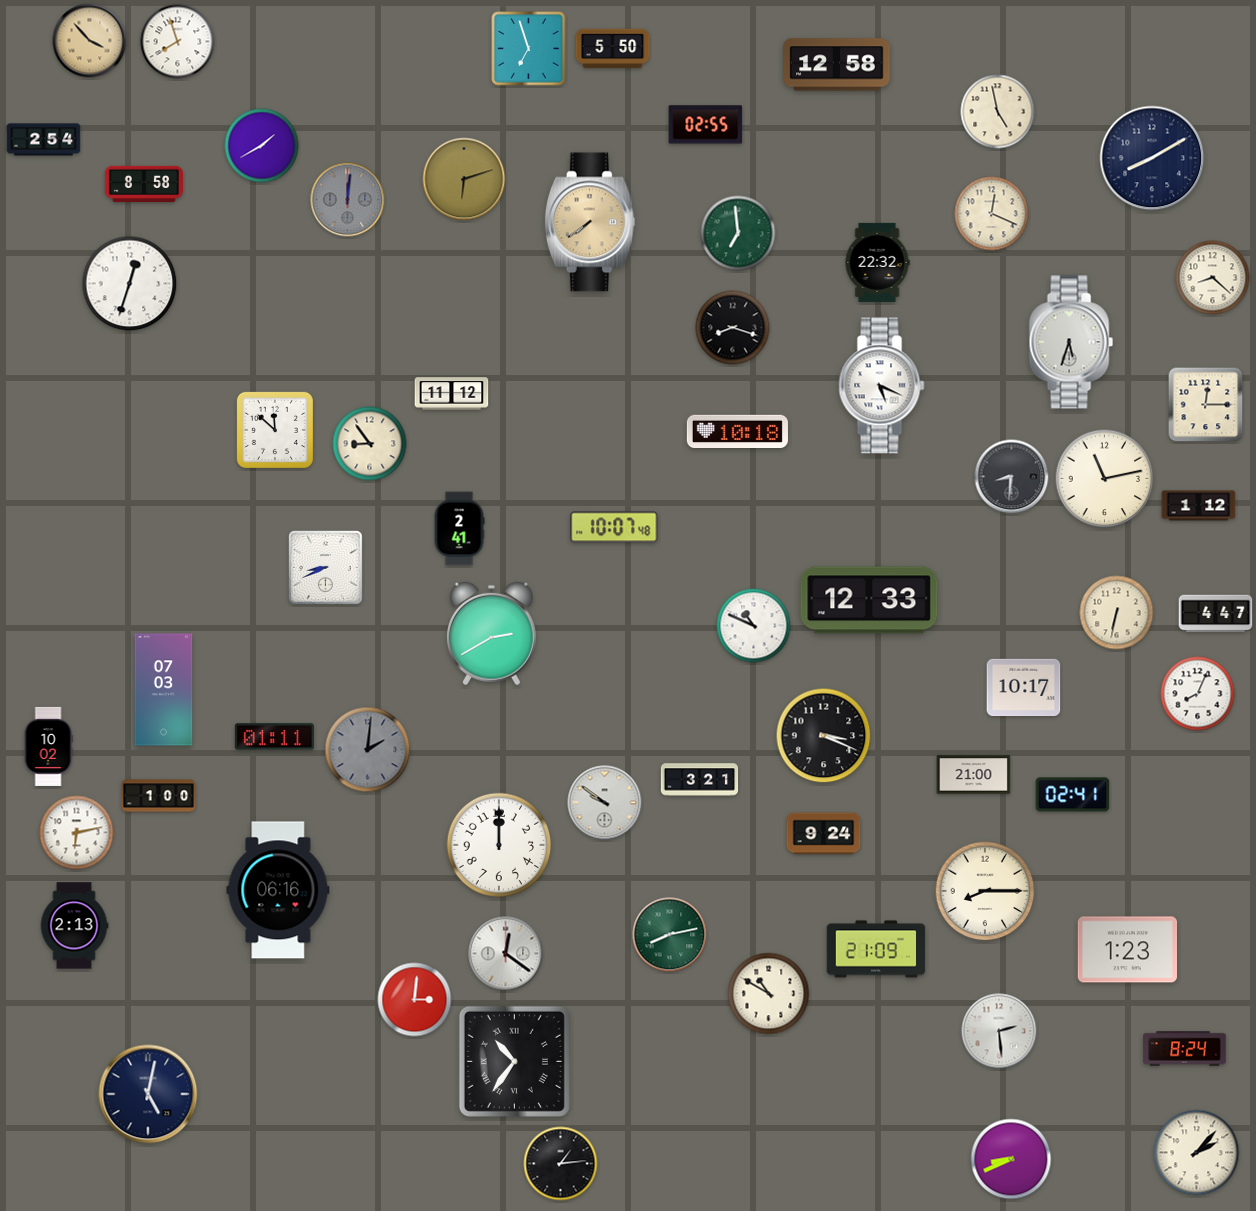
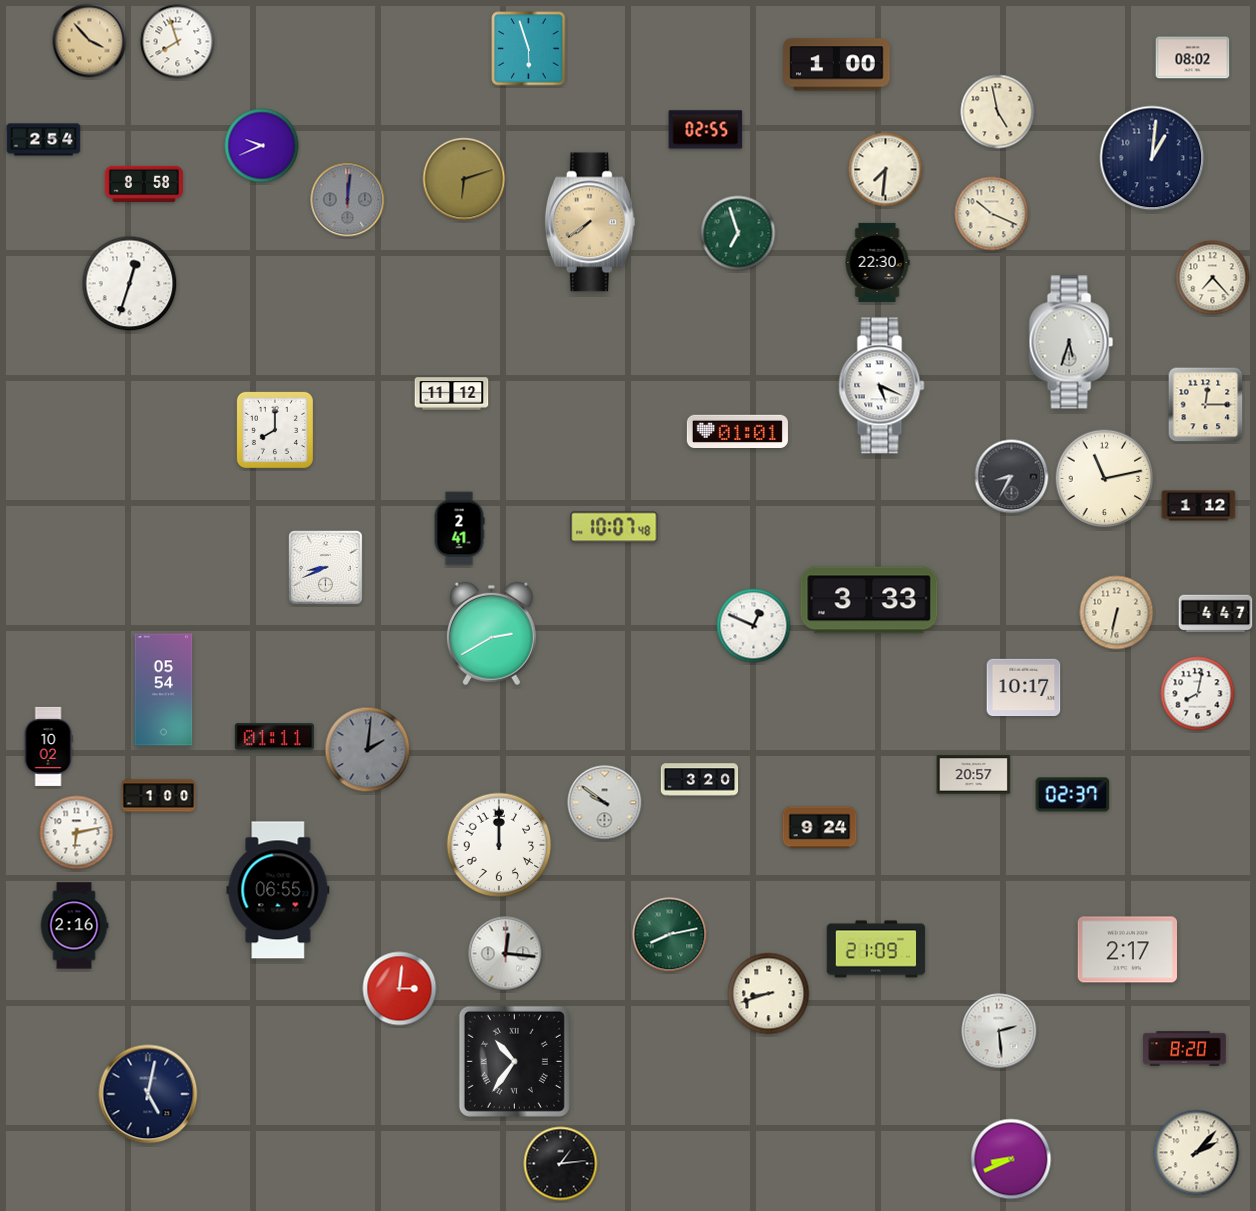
clock at (529, 49): 6:57 -> 5:57
clock at (613, 49): 5:50 -> none
clock at (1193, 58): none -> 08:02
clock at (837, 65): 12:58 -> 1:00
clock at (706, 125) position: (706, 125) -> (706, 130)
clock at (262, 146): 1:40 -> 9:41
clock at (1152, 158): 8:10 -> 1:01
clock at (886, 170): none -> 7:31
clock at (992, 214): 12:19 -> 10:19
clock at (738, 233): 6:59 -> 6:57
clock at (877, 262): 22:32 -> 22:30
clock at (1213, 278): 8:22 -> 7:23
clock at (733, 328): 8:18 -> none
clock at (275, 430): 11:52 -> 8:00
clock at (737, 431): 10:18 -> 01:01
clock at (370, 444): 8:54 -> none
clock at (1012, 477): 8:31 -> 8:35
clock at (869, 600): 12:33 -> 3:33
clock at (754, 626): 10:49 -> 12:49
clock at (164, 690): 07:03 -> 05:54
clock at (1198, 694): 8:04 -> 8:02
clock at (824, 736): 3:19 -> none
clock at (974, 775): 21:00 -> 20:57
clock at (700, 780): 3:21 -> 3:20
clock at (1073, 795): 02:41 -> 02:37
clock at (824, 834) position: (824, 834) -> (820, 828)
clock at (278, 890): 06:16 -> 06:55
clock at (985, 891): 8:15 -> none
clock at (74, 926): 2:13 -> 2:16
clock at (1127, 950): 1:23 -> 2:17
clock at (506, 954): 12:21 -> 12:16
clock at (769, 994): 10:50 -> 8:42
clock at (415, 1000) position: (415, 1000) -> (400, 989)
clock at (1185, 1049): 8:24 -> 8:20
